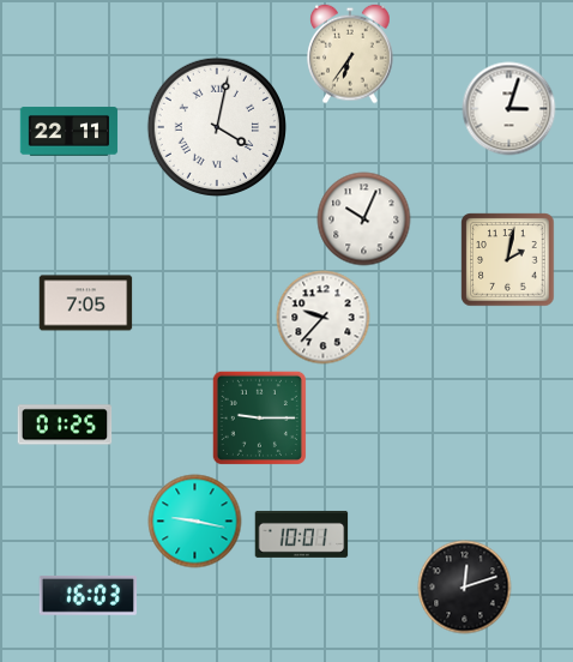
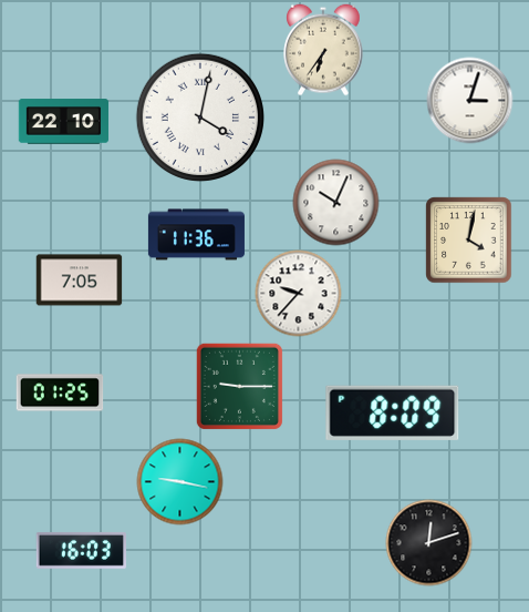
clock at (68, 132): 22:11 -> 22:10
clock at (196, 235): none -> 11:36
clock at (507, 259): 2:02 -> 4:02
clock at (393, 412): none -> 8:09
clock at (301, 534): 10:01 -> none
